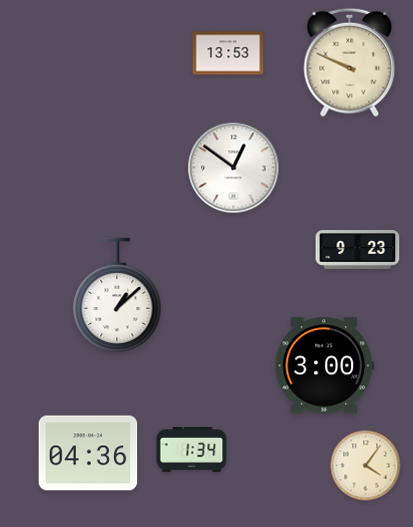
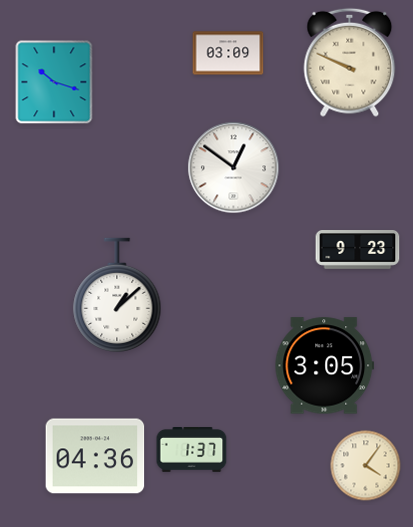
clock at (228, 53): 13:53 -> 03:09
clock at (54, 82): none -> 10:18
clock at (325, 366): 3:00 -> 3:05
clock at (192, 450): 1:34 -> 1:37
clock at (88, 453) position: (88, 453) -> (95, 456)
